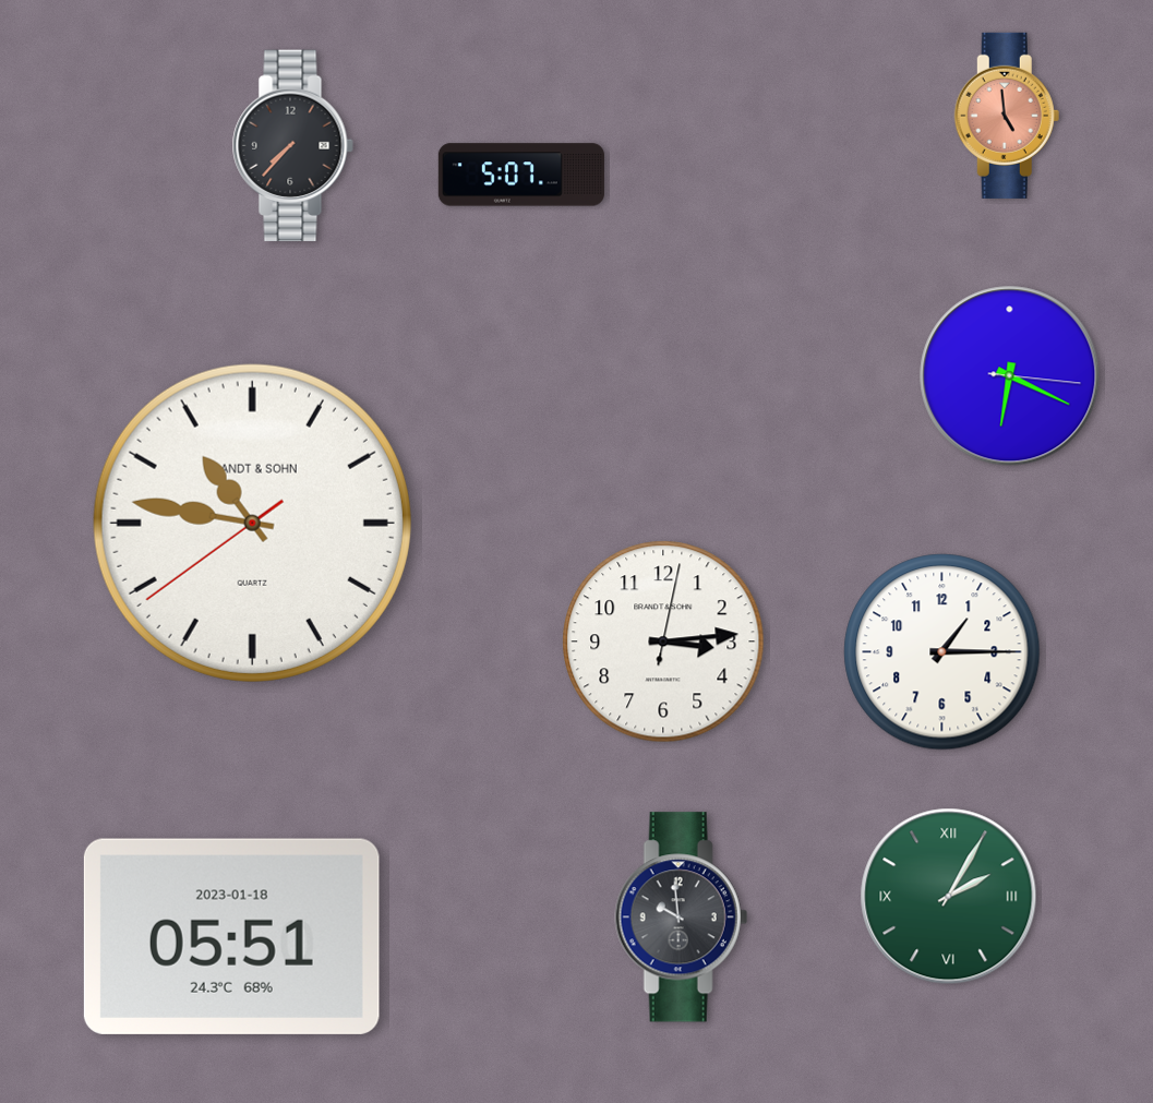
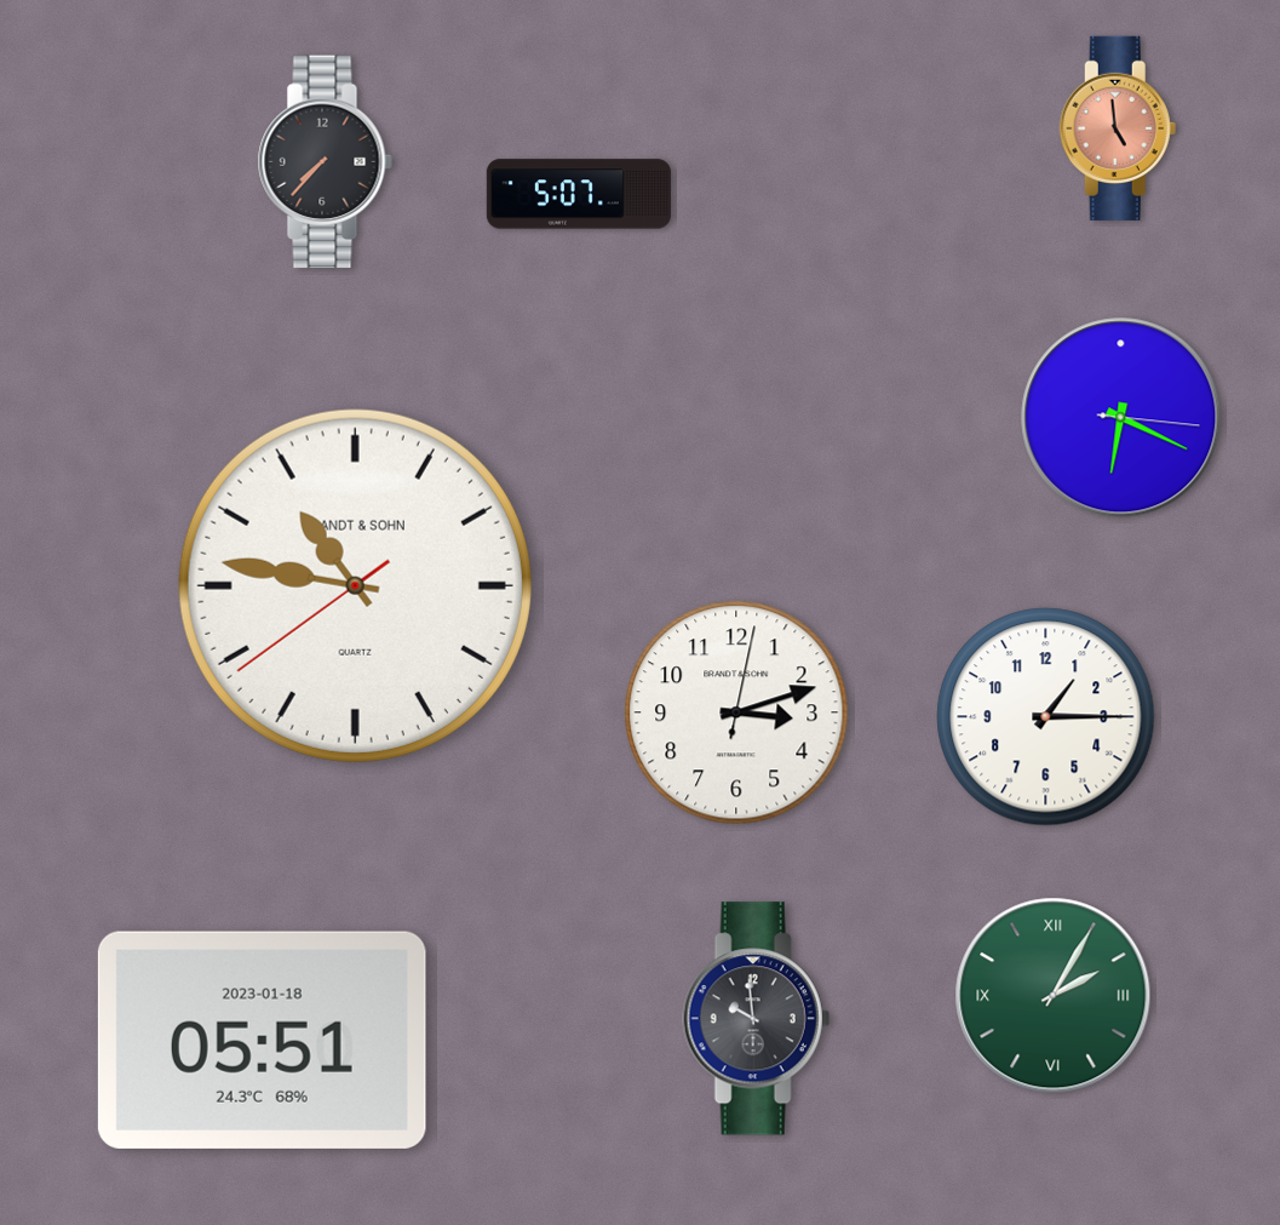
clock at (252, 523) position: (252, 523) -> (355, 585)
clock at (663, 642): 3:14 -> 3:12
clock at (942, 652) position: (942, 652) -> (1046, 717)
clock at (231, 936) position: (231, 936) -> (262, 1040)
